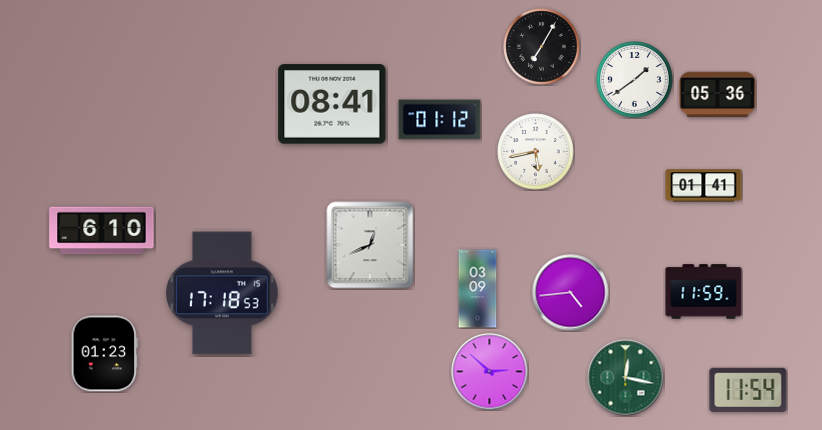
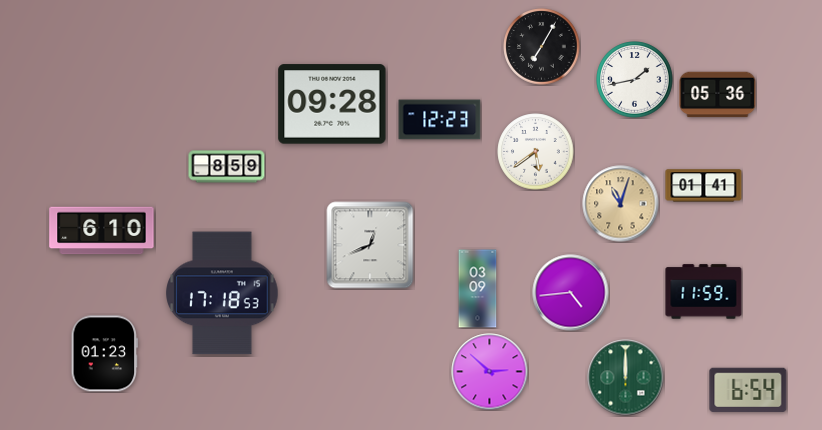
clock at (635, 80): 1:39 -> 1:43
clock at (332, 104): 08:41 -> 09:28
clock at (440, 120): 01:12 -> 12:23
clock at (536, 152): 5:43 -> 5:39
clock at (227, 167): none -> 8:59
clock at (621, 204): none -> 11:03
clock at (626, 378): 12:17 -> 12:00
clock at (748, 390): 11:54 -> 6:54
